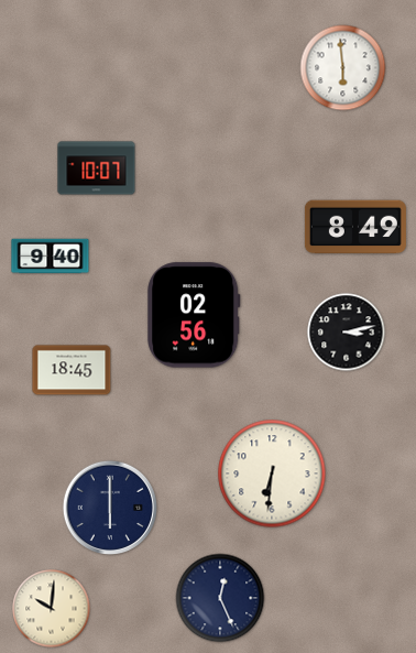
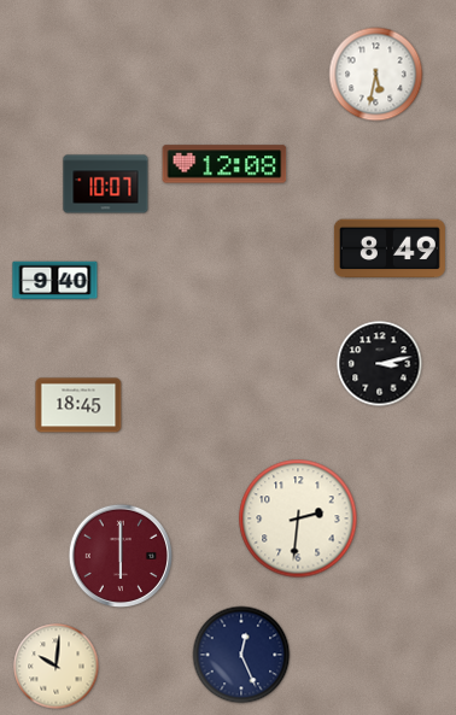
clock at (343, 68): 5:59 -> 5:32
clock at (224, 164): none -> 12:08
clock at (194, 315): 02:56 -> none
clock at (272, 474): 6:31 -> 2:31
clock at (109, 507) dial: navy -> burgundy
